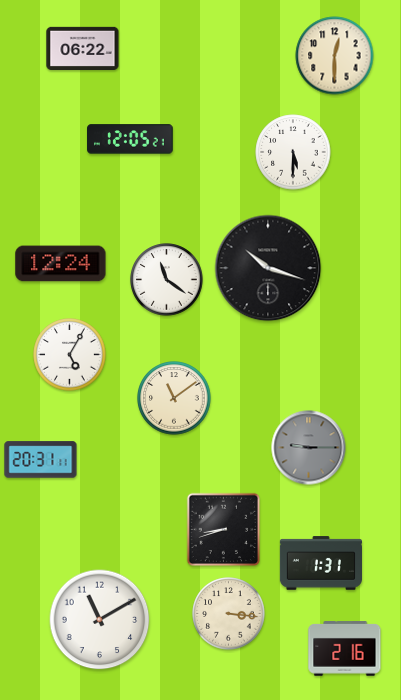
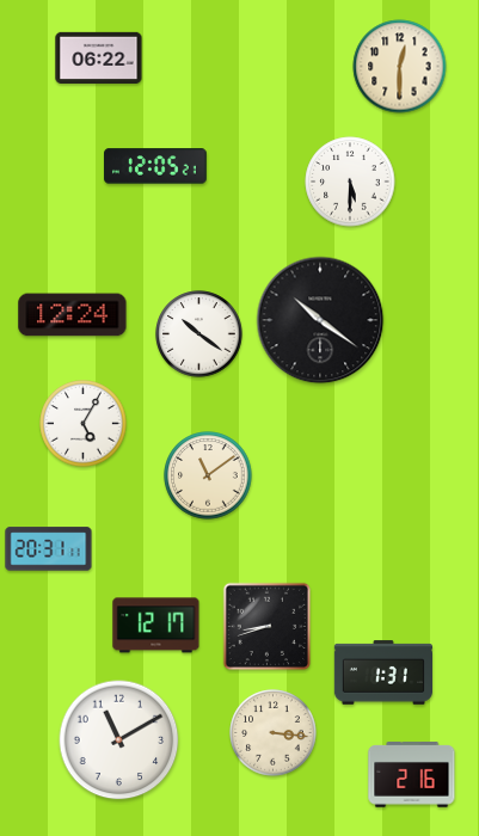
clock at (268, 268): 10:18 -> 10:21
clock at (167, 280): 11:21 -> 10:21
clock at (309, 448): 9:15 -> none
clock at (156, 626): none -> 12:17
clock at (224, 530) position: (224, 530) -> (268, 627)
